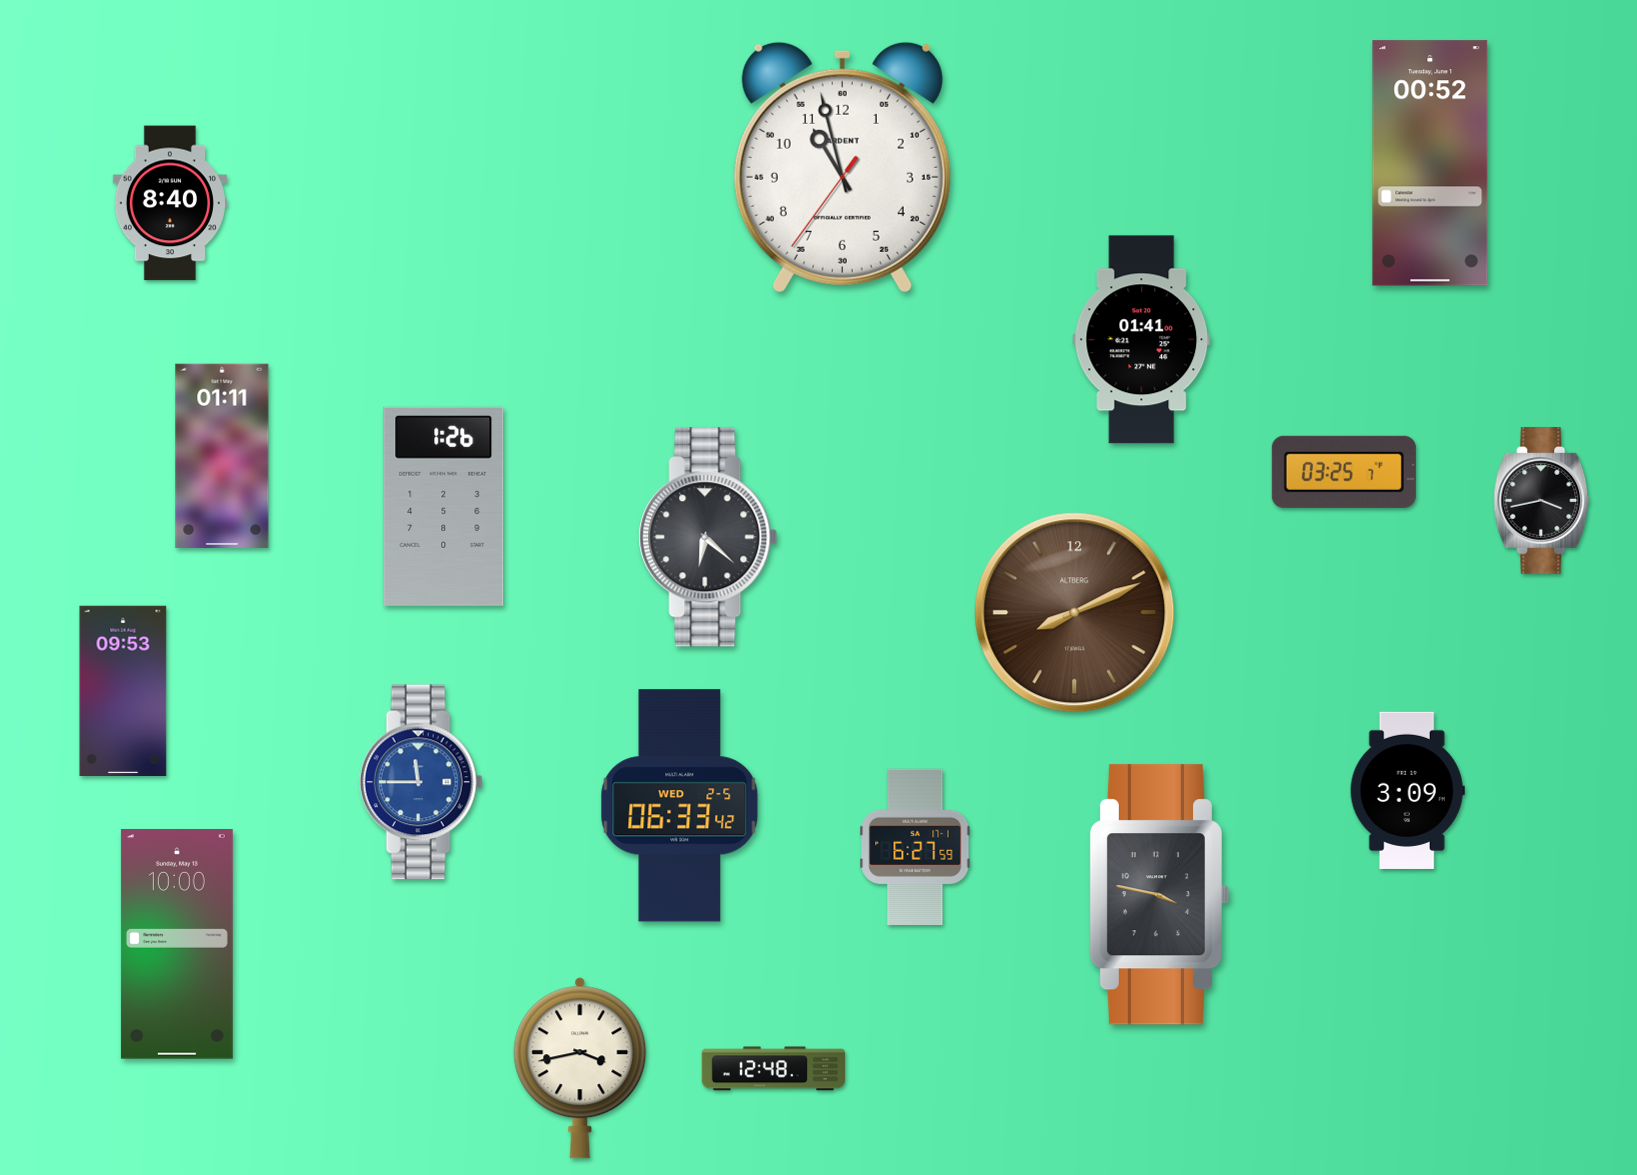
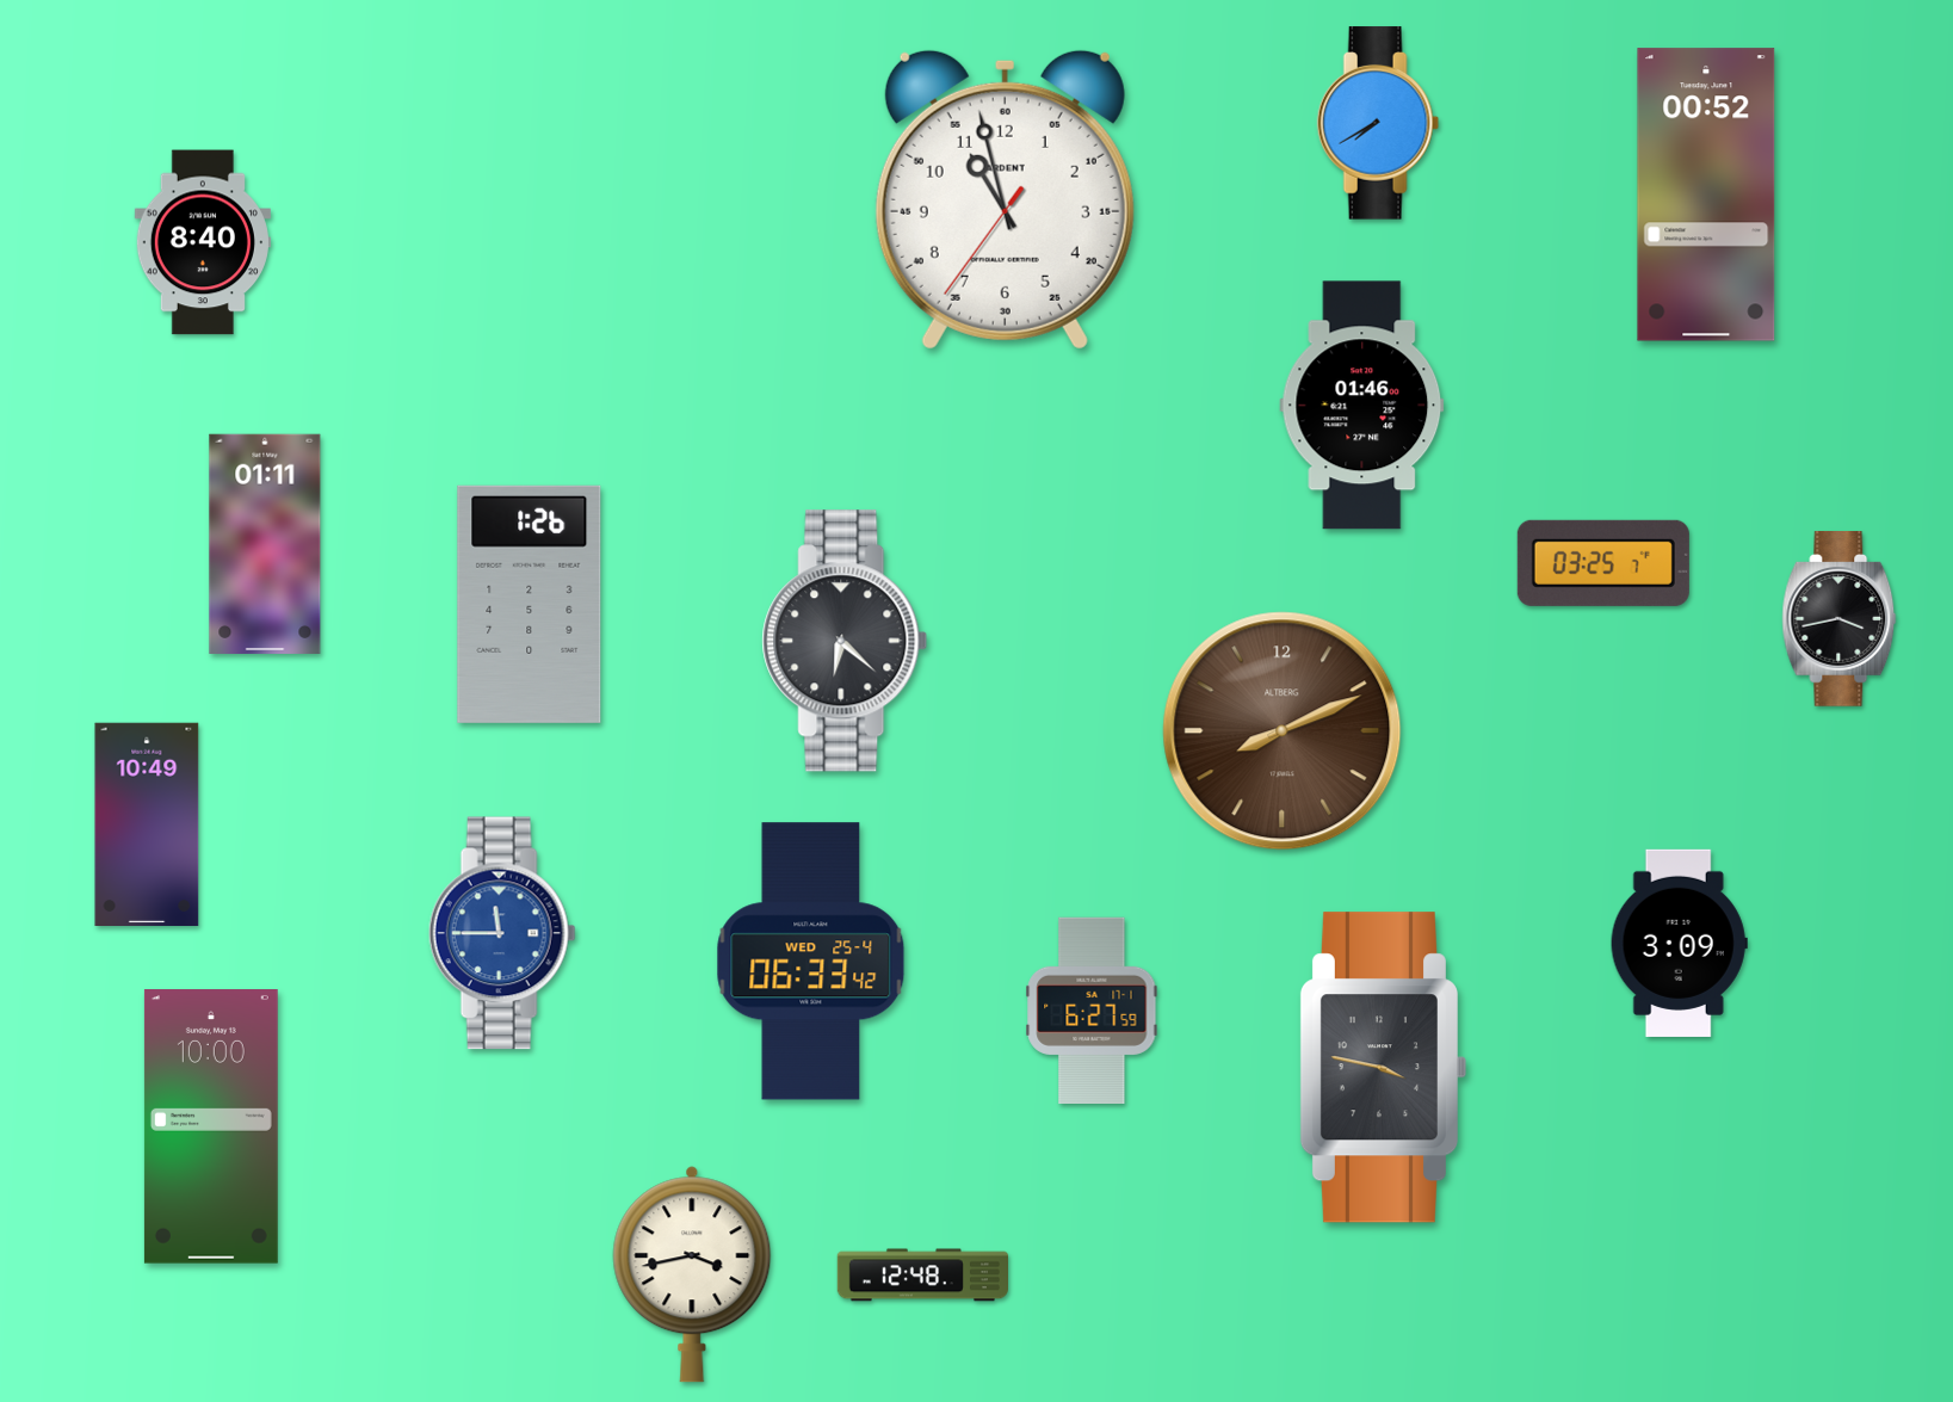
clock at (1378, 123): none -> 7:40
clock at (1142, 340): 01:41 -> 01:46
clock at (1542, 501) position: (1542, 501) -> (1840, 619)
clock at (123, 690): 09:53 -> 10:49
clock at (680, 806) date: WED 2-5 -> WED 25-4
